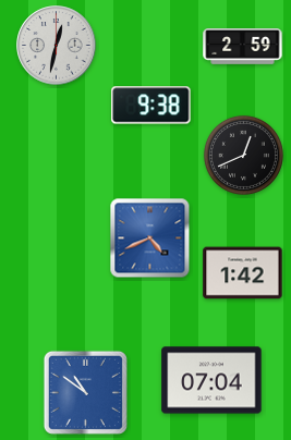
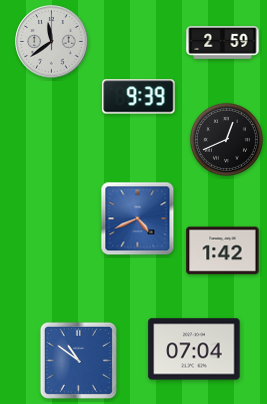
clock at (57, 46): 12:32 -> 11:39
clock at (151, 106): 9:38 -> 9:39
clock at (243, 155) position: (243, 155) -> (226, 139)
